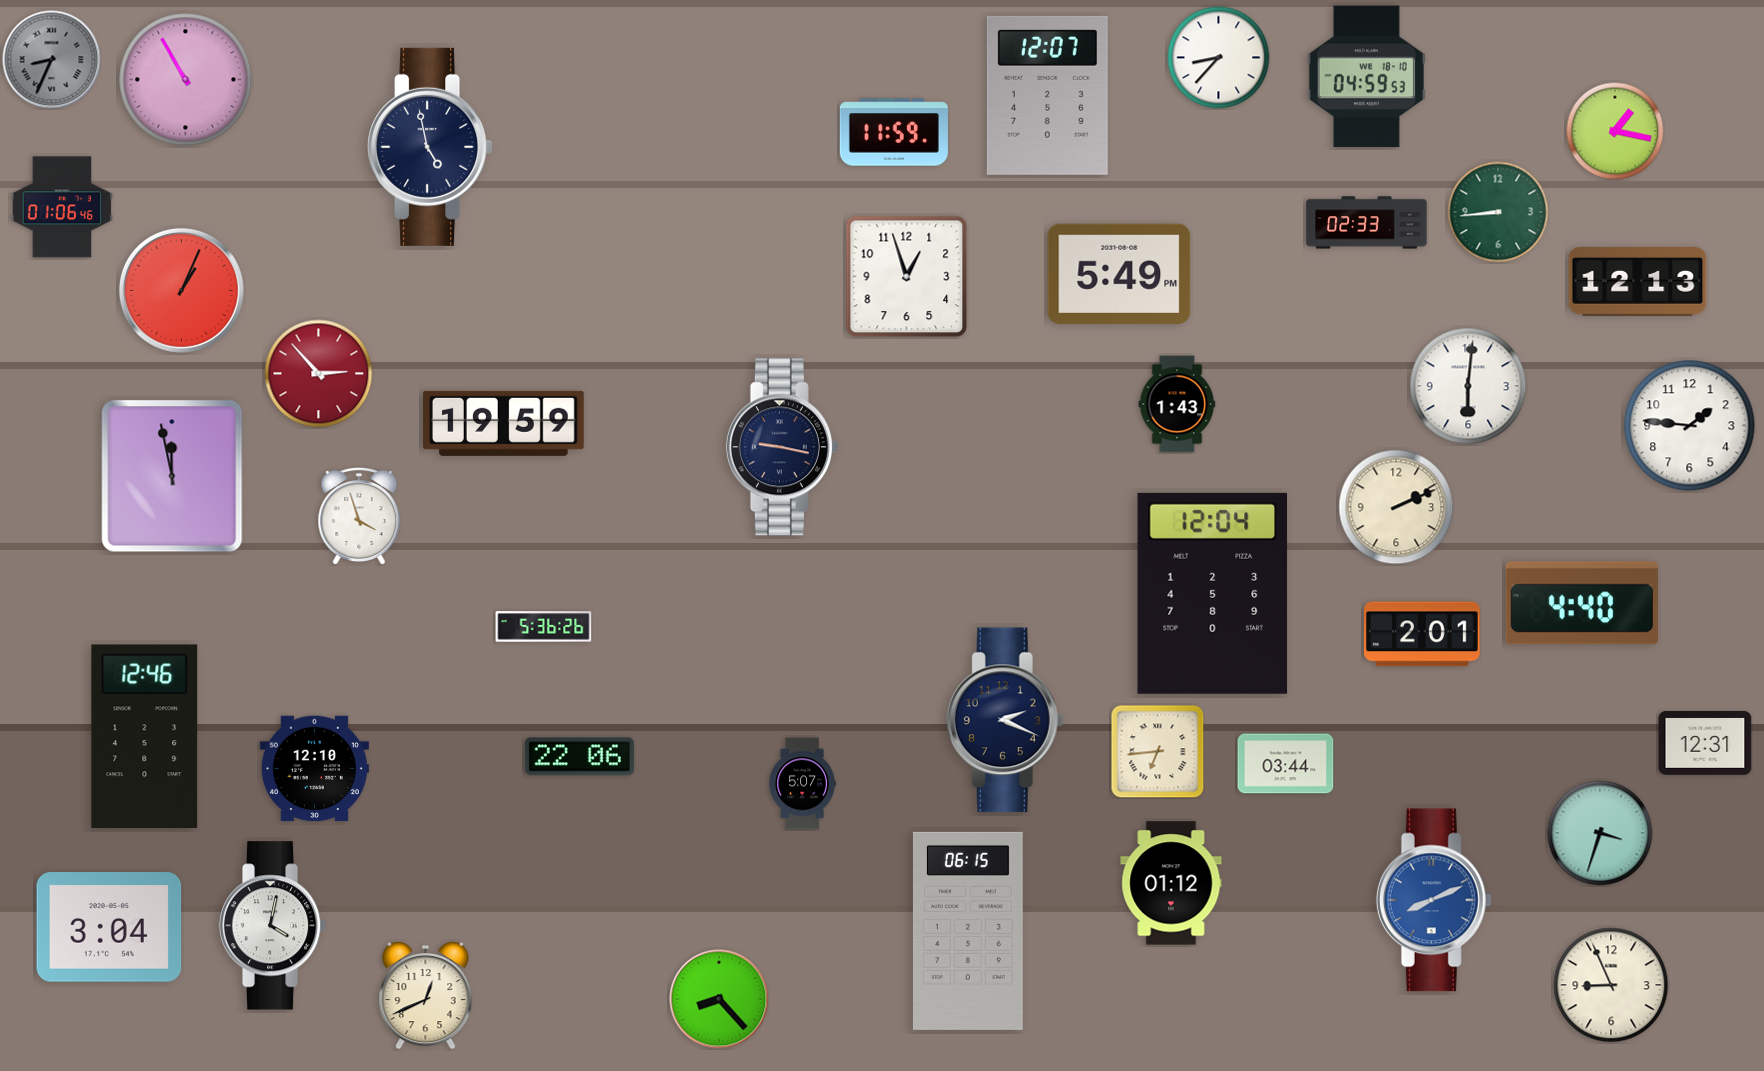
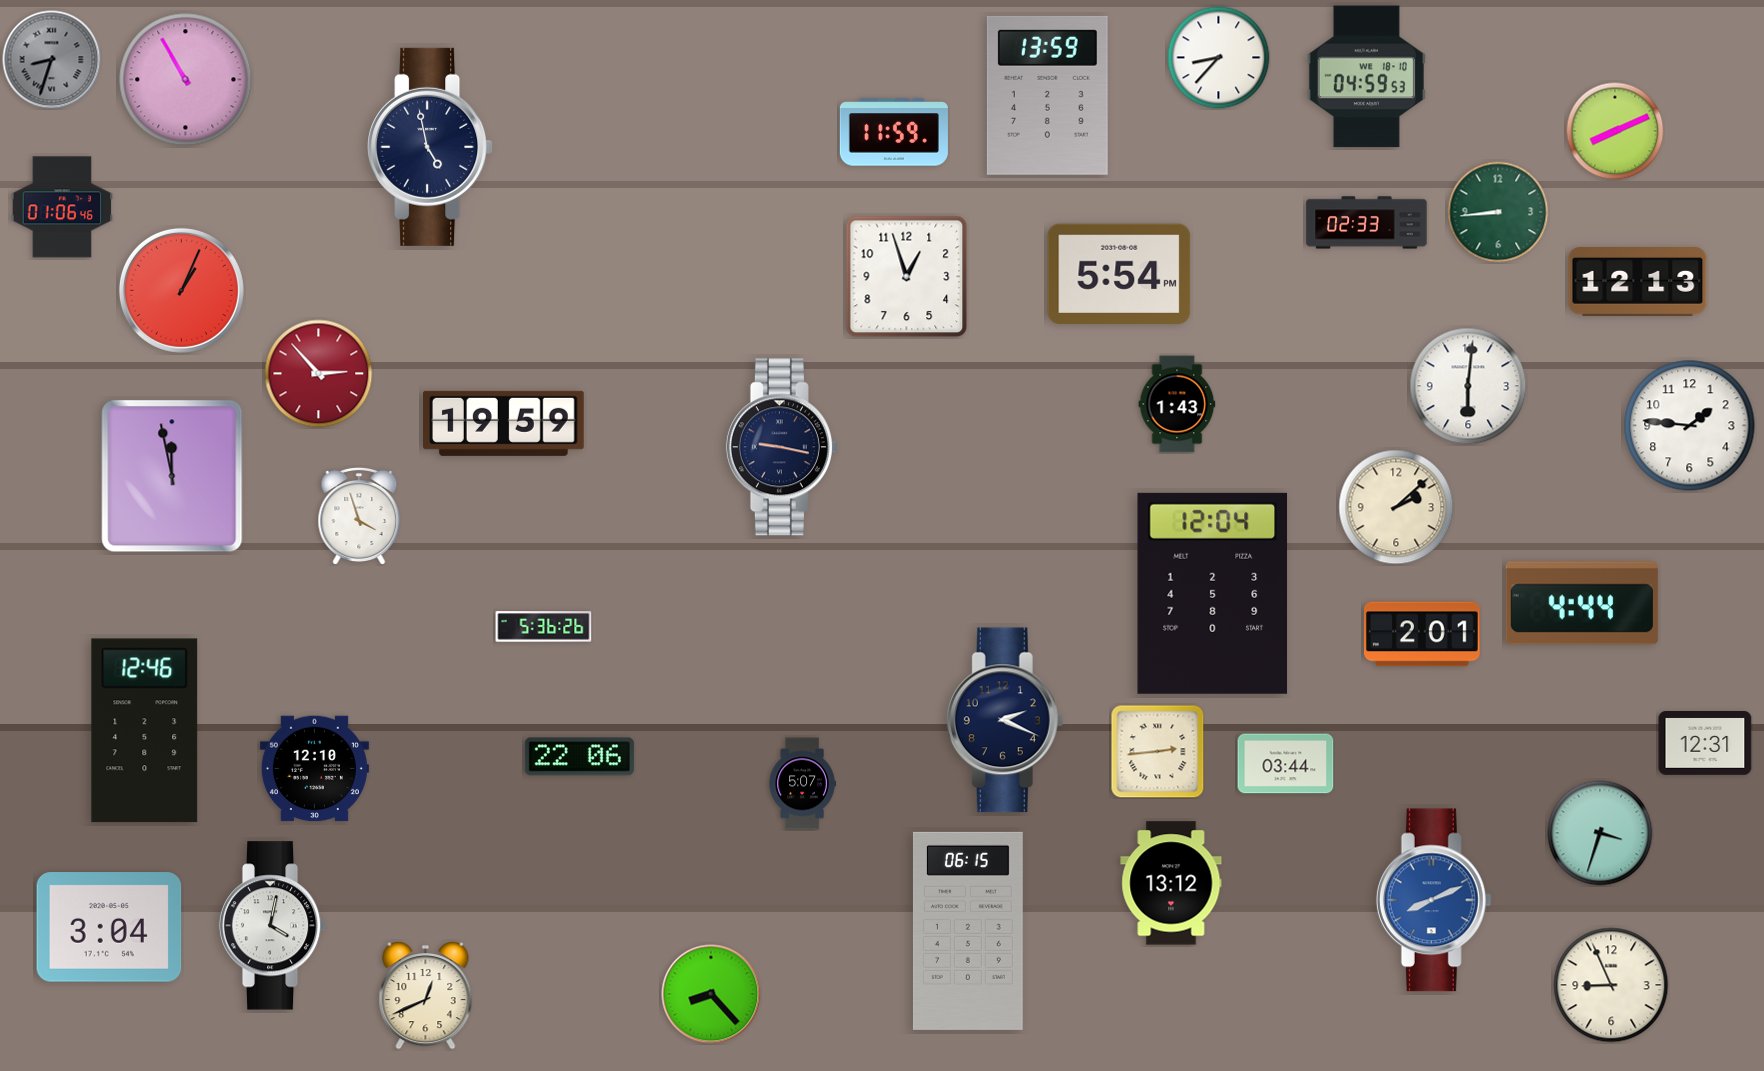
clock at (52, 60): 8:34 -> 8:33
clock at (1047, 95): 12:07 -> 13:59
clock at (1615, 131): 1:17 -> 8:11
clock at (1119, 274): 5:49 -> 5:54
clock at (1396, 507): 2:11 -> 2:08
clock at (1582, 603): 4:40 -> 4:44
clock at (145, 737) position: (145, 737) -> (145, 731)
clock at (1158, 752): 6:44 -> 2:44
clock at (1171, 883): 01:12 -> 13:12
clock at (719, 999) position: (719, 999) -> (711, 994)
